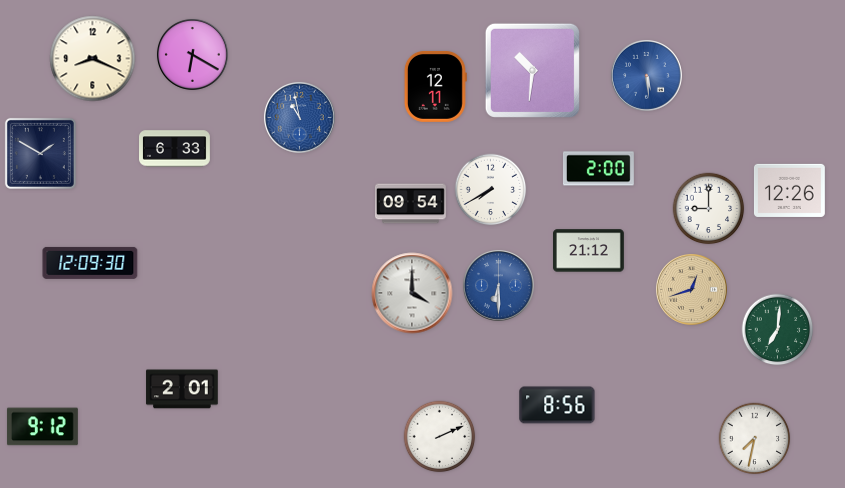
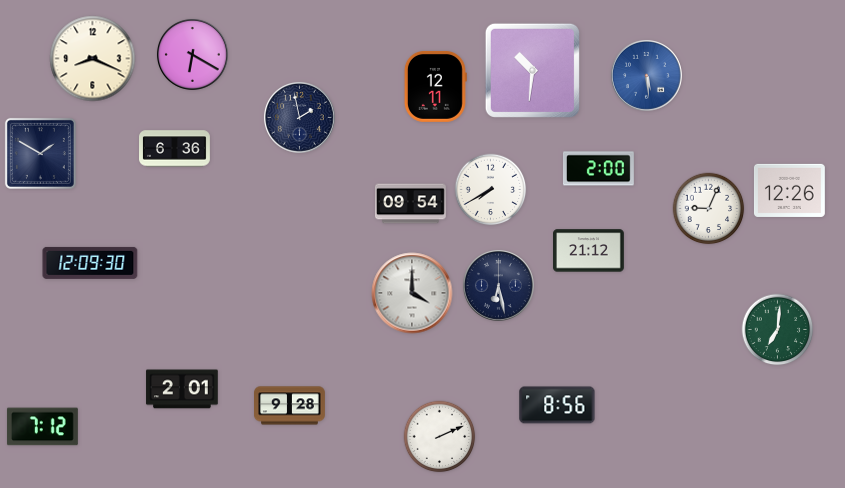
clock at (299, 117): 10:58 -> 1:58
clock at (299, 117) dial: blue -> navy
clock at (175, 149): 6:33 -> 6:36
clock at (709, 209): 9:00 -> 9:04
clock at (498, 285): 6:30 -> 6:28
clock at (498, 285) dial: blue -> navy
clock at (691, 289): 12:42 -> none
clock at (290, 406): none -> 9:28
clock at (42, 427): 9:12 -> 7:12
clock at (755, 439): 7:32 -> none
